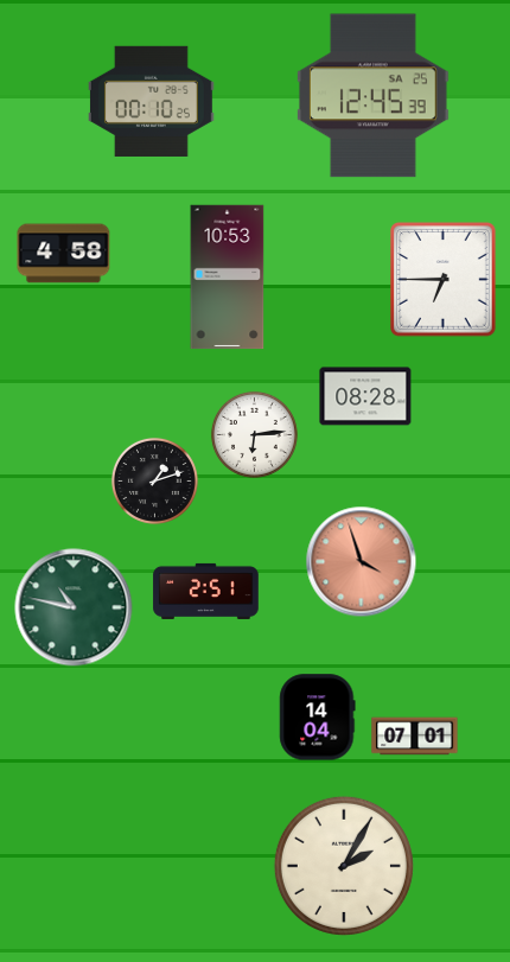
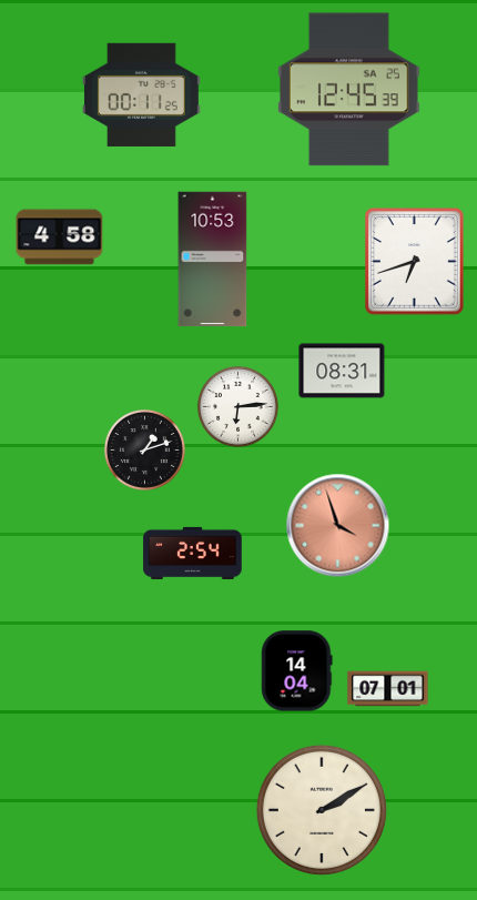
clock at (151, 101): 00:10 -> 00:11
clock at (444, 280): 6:45 -> 6:42
clock at (365, 396): 08:28 -> 08:31
clock at (206, 591): 2:51 -> 2:54
clock at (74, 607): 10:47 -> none
clock at (344, 866): 2:05 -> 2:10
